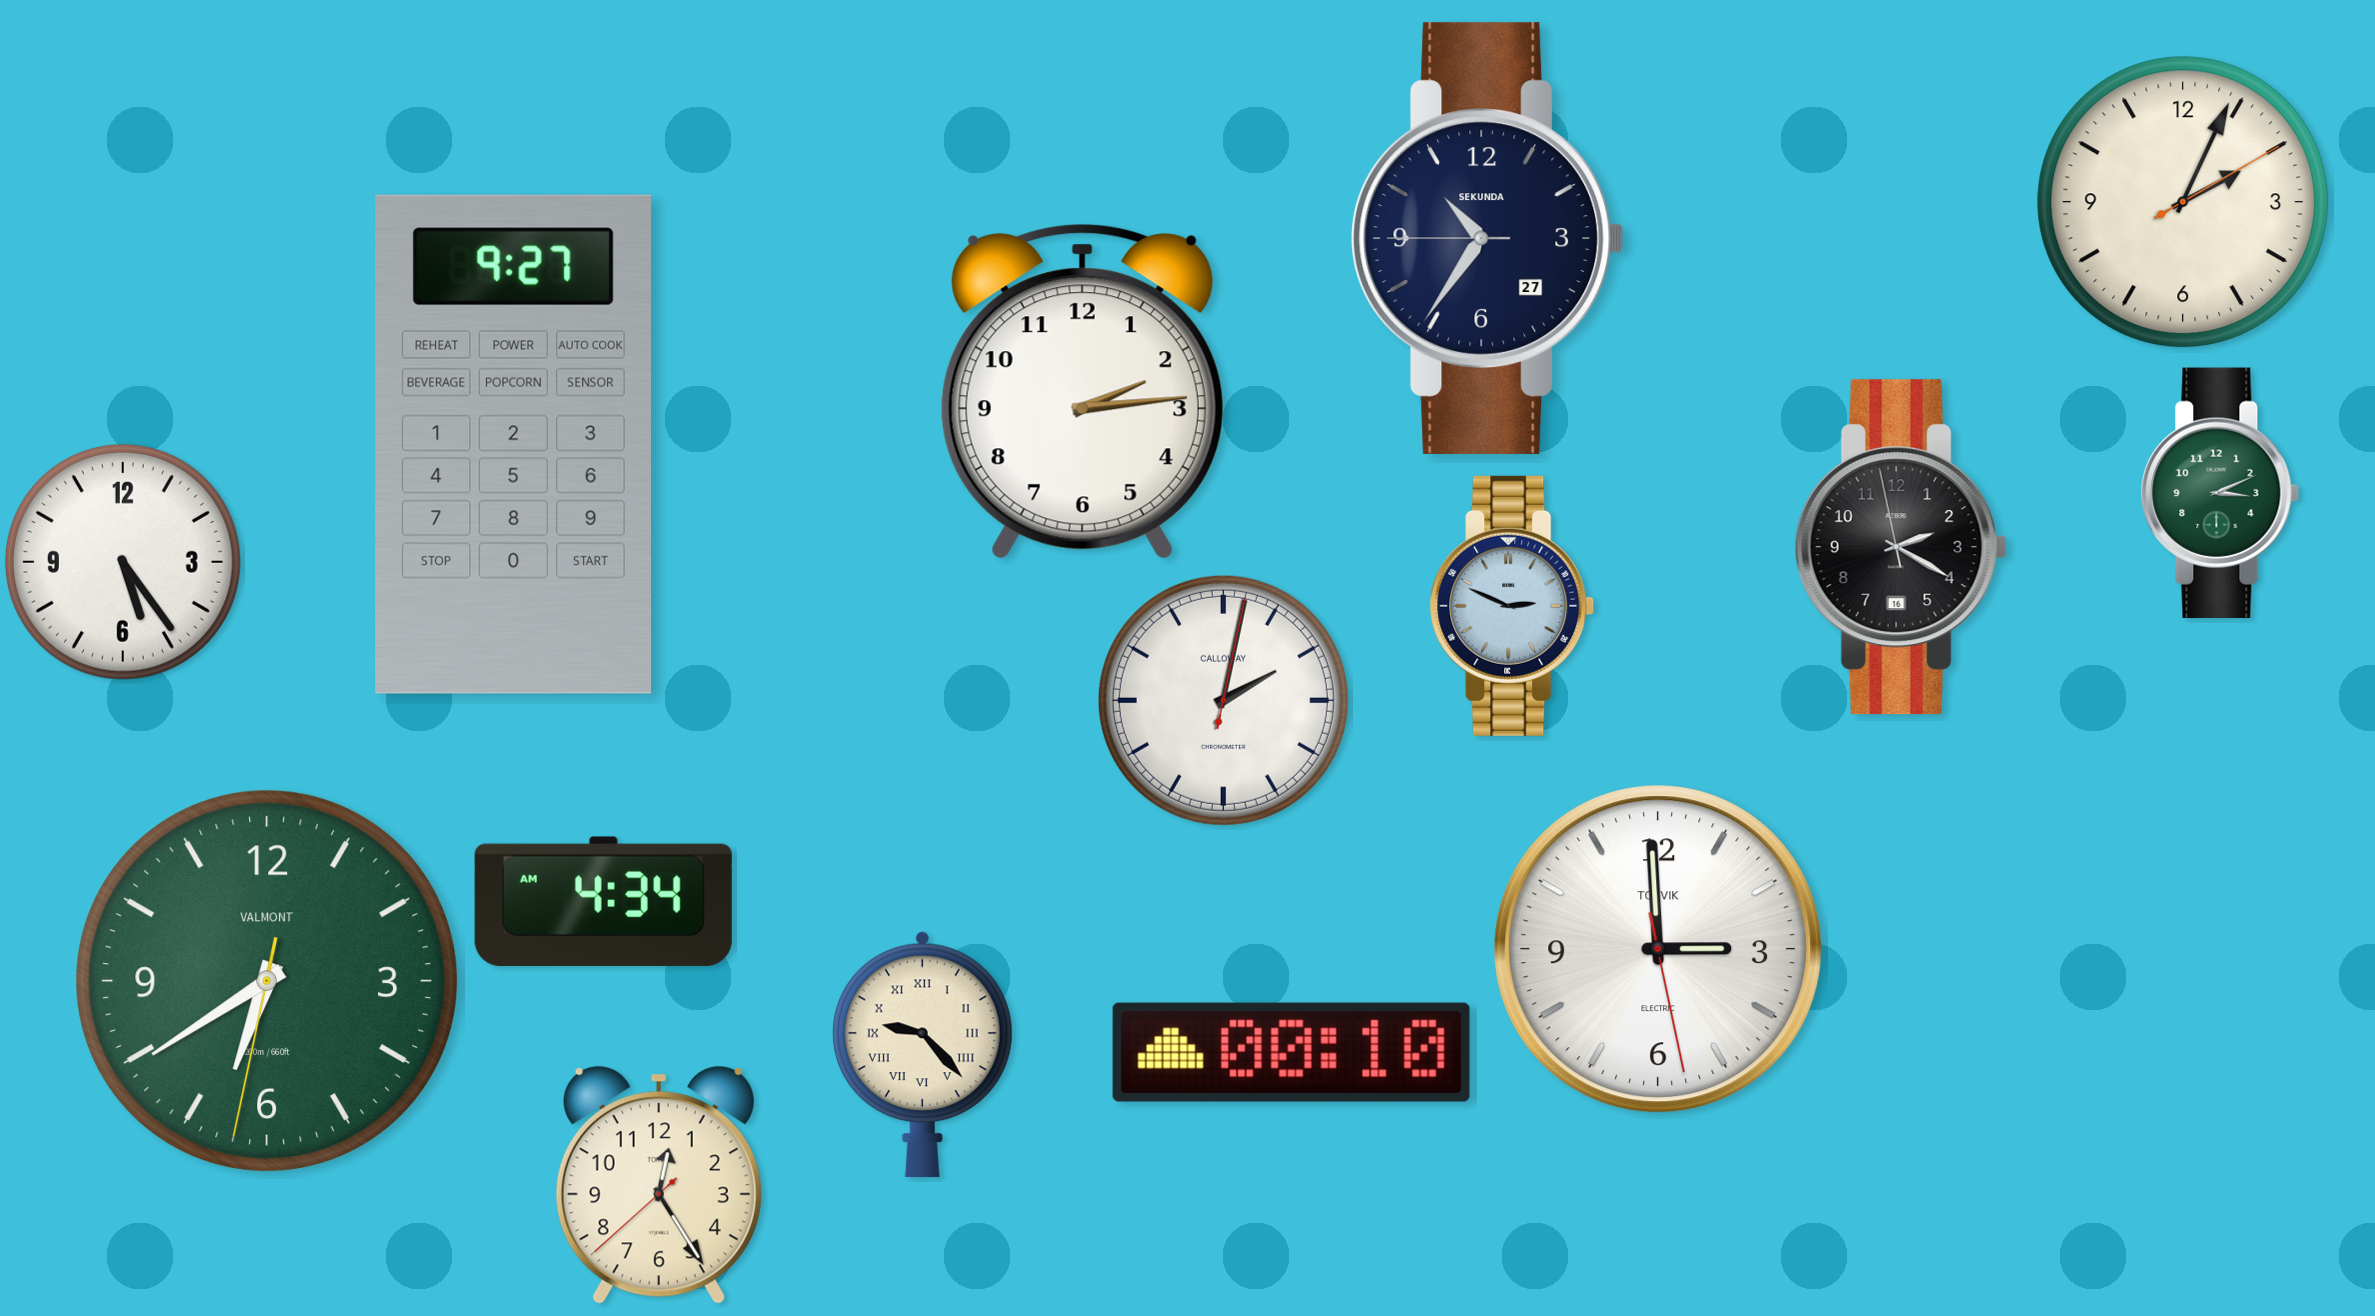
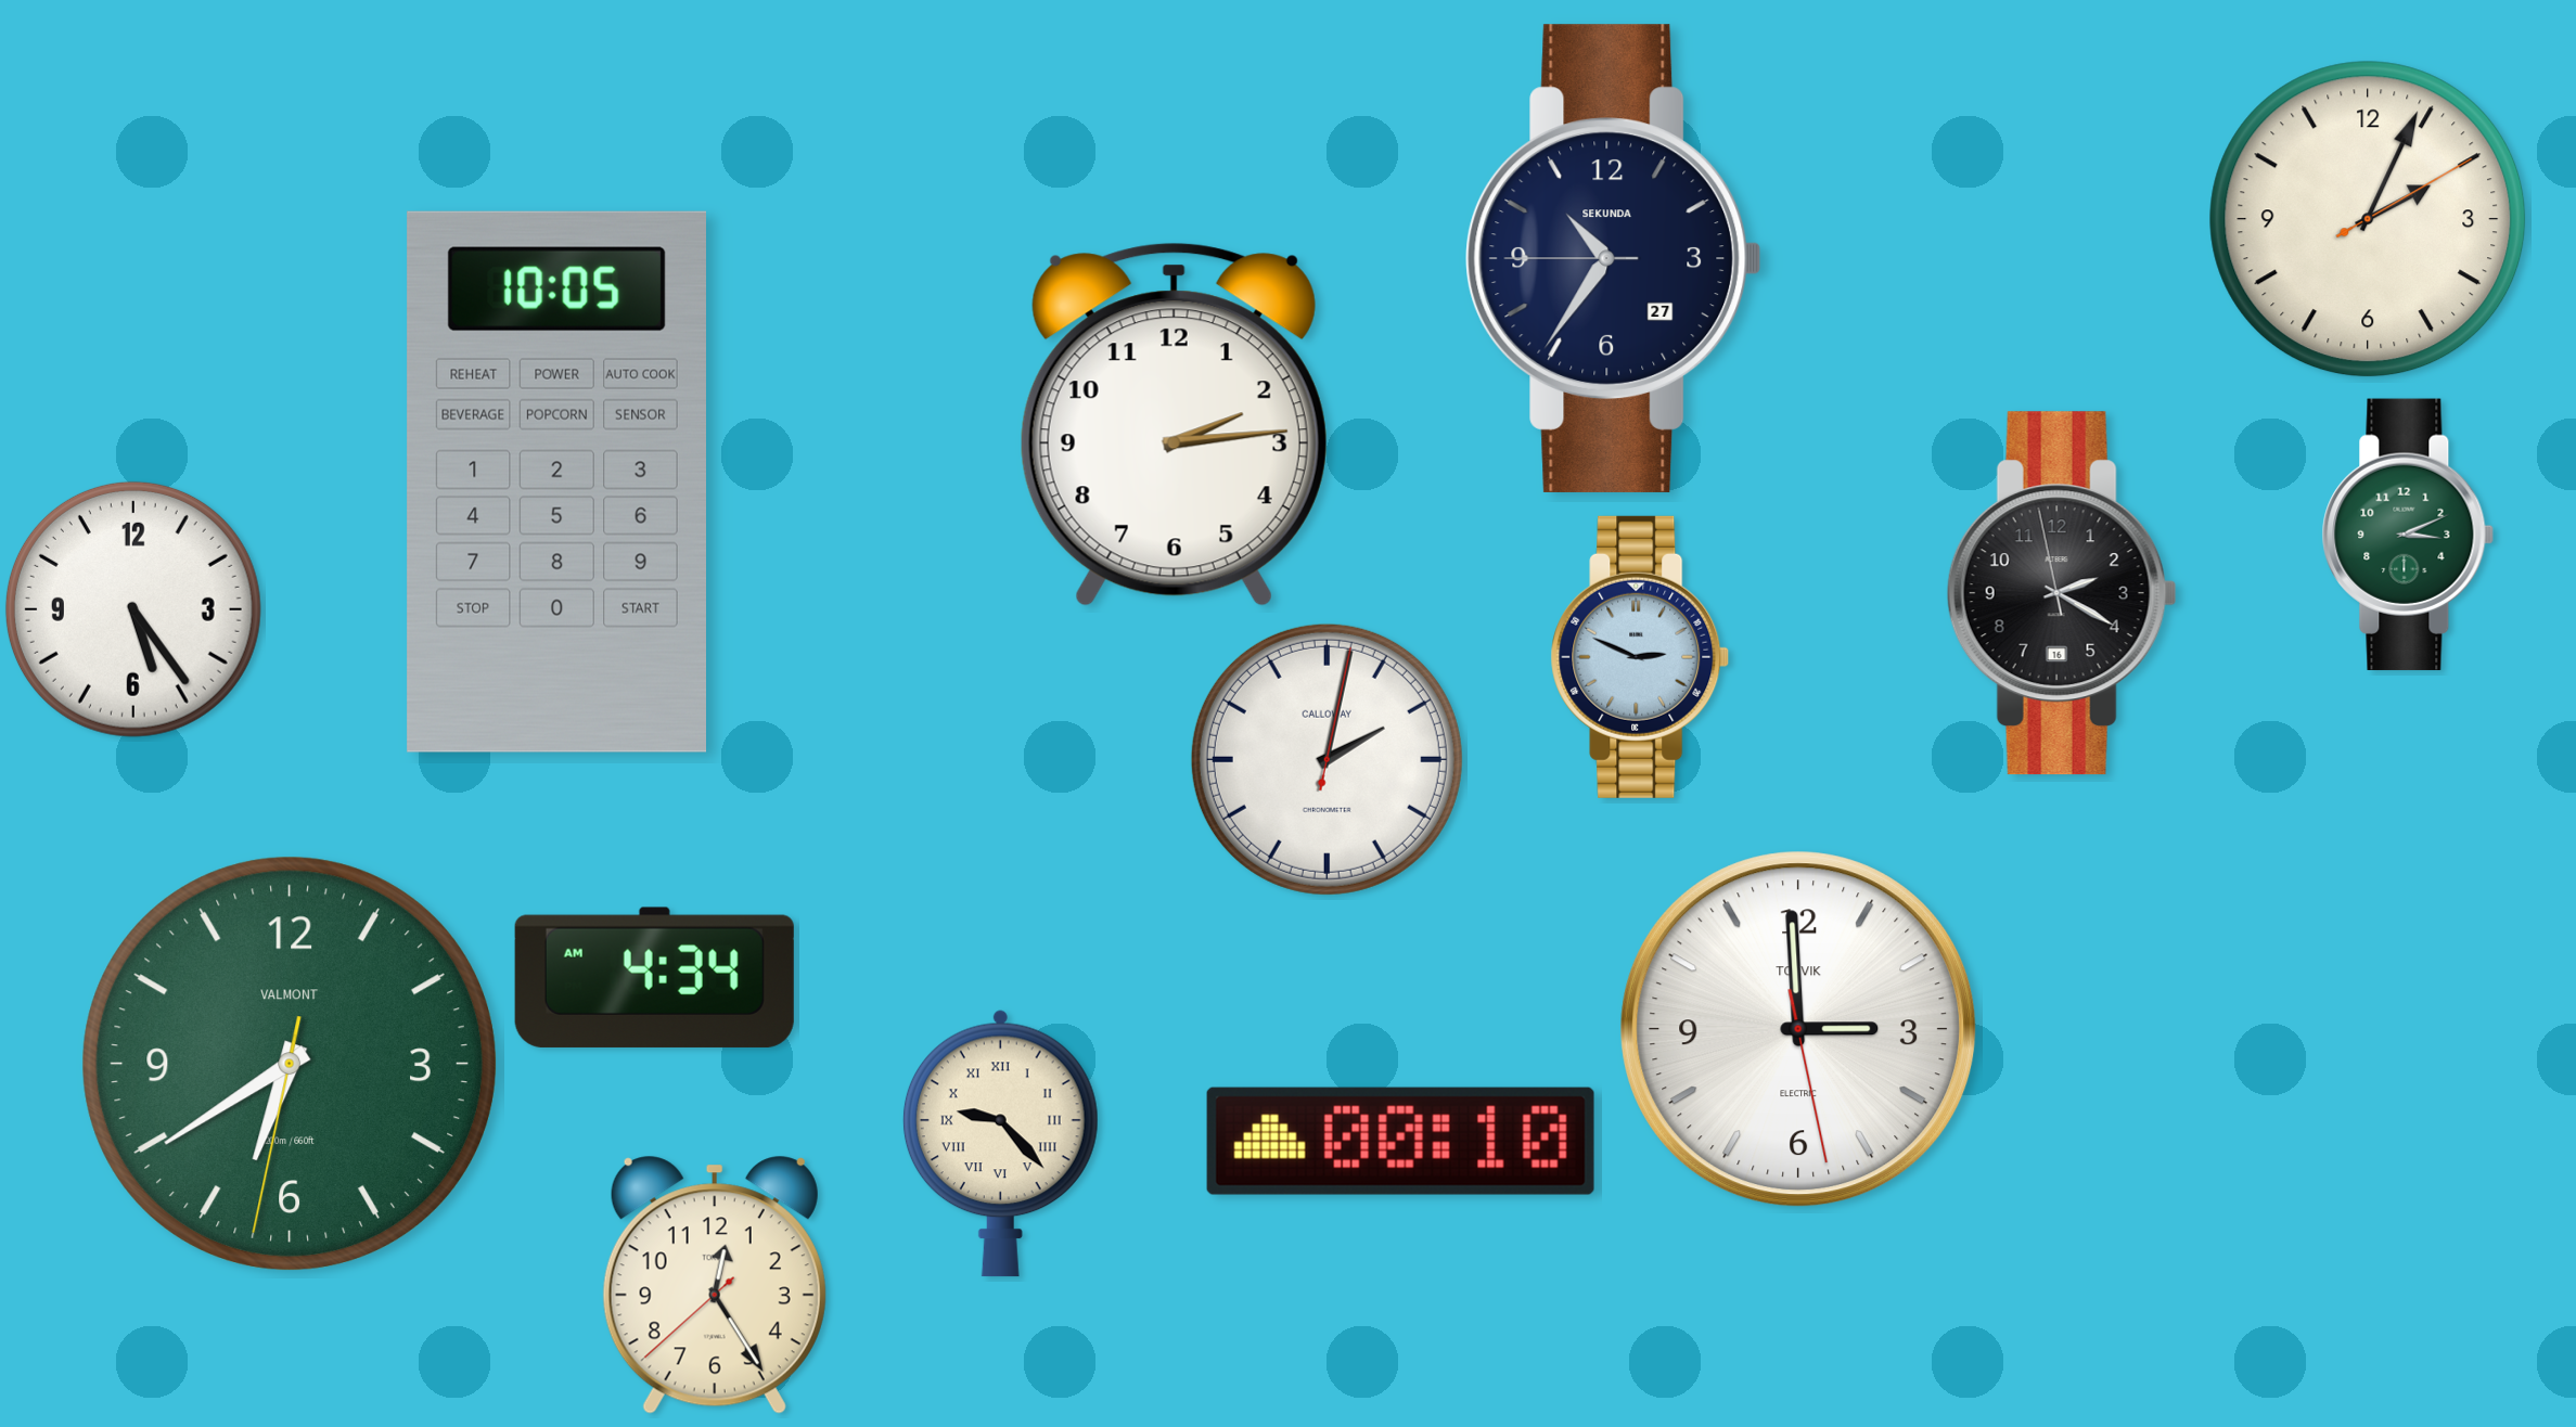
clock at (513, 444): 9:27 -> 10:05
